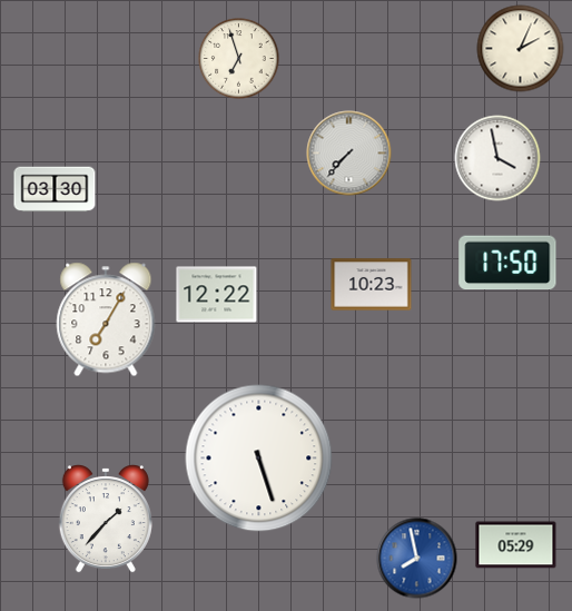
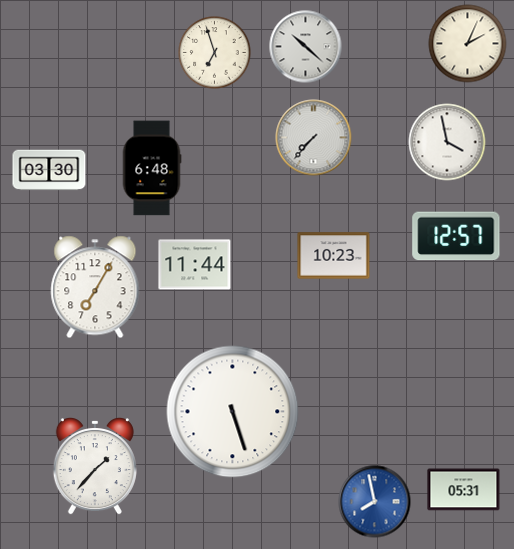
clock at (306, 47): none -> 10:22
clock at (152, 168): none -> 6:48
clock at (507, 263): 17:50 -> 12:57
clock at (217, 295): 12:22 -> 11:44
clock at (516, 545): 05:29 -> 05:31
